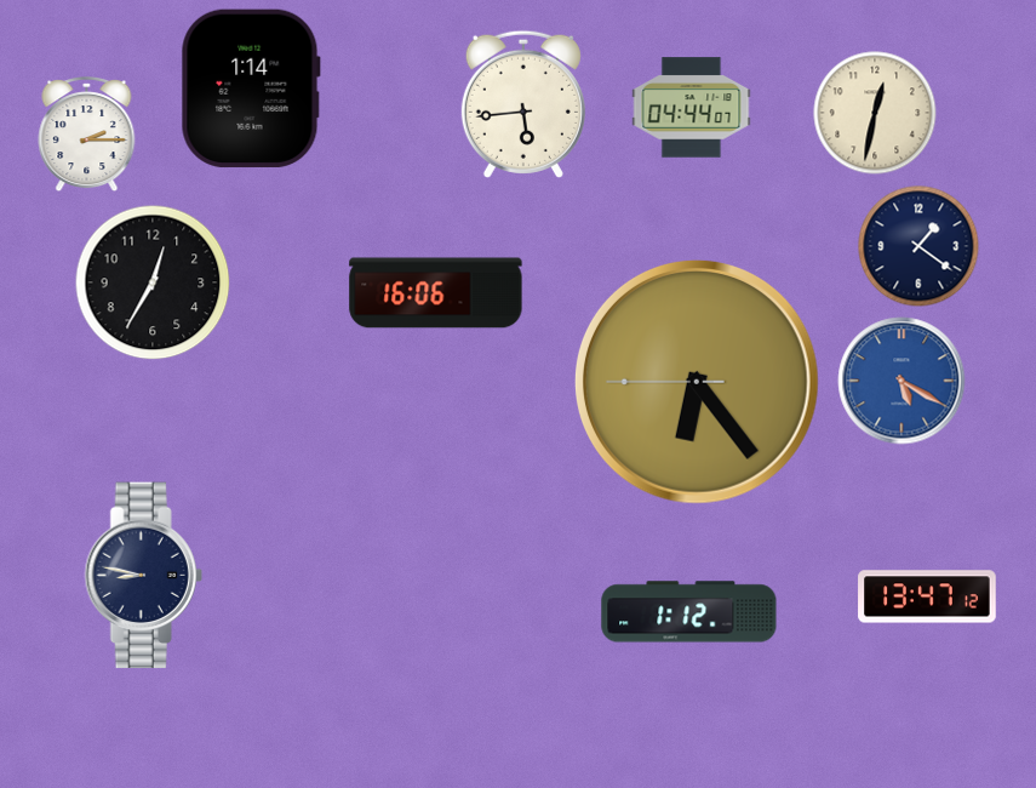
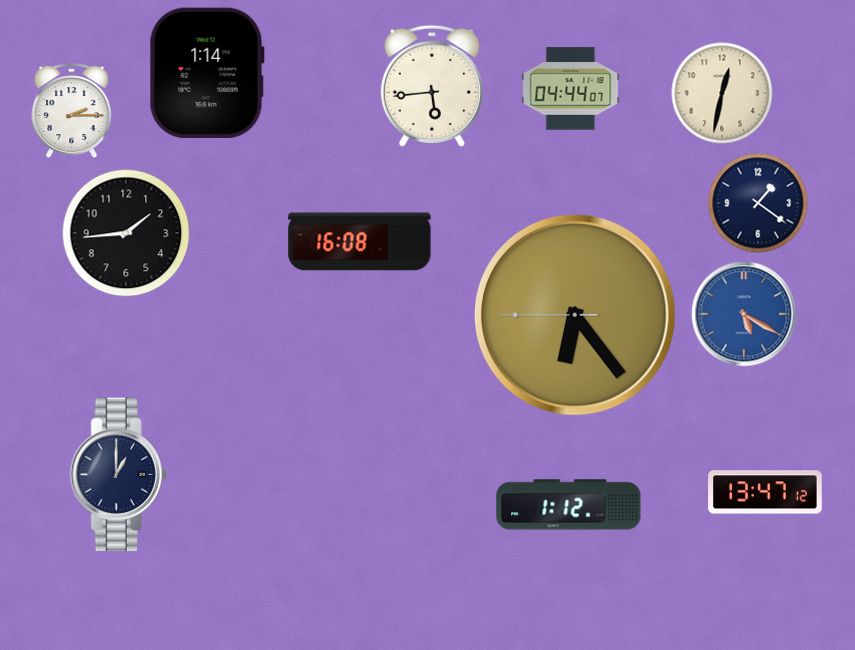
clock at (153, 282): 12:35 -> 1:44
clock at (436, 293): 16:06 -> 16:08
clock at (143, 576): 8:47 -> 1:00
